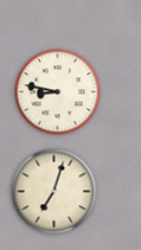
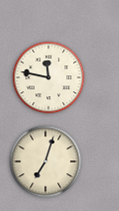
clock at (58, 92): 8:47 -> 11:47
